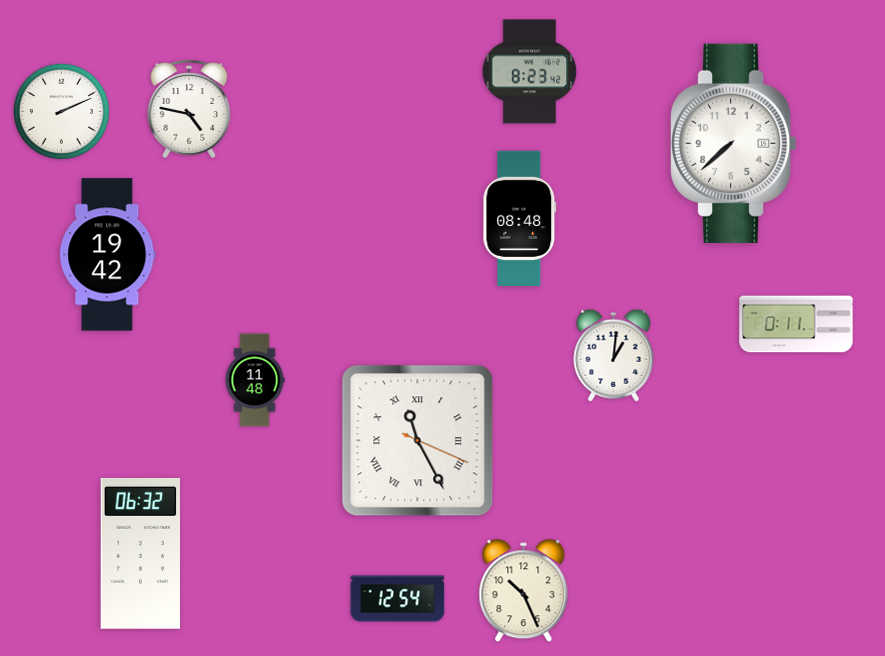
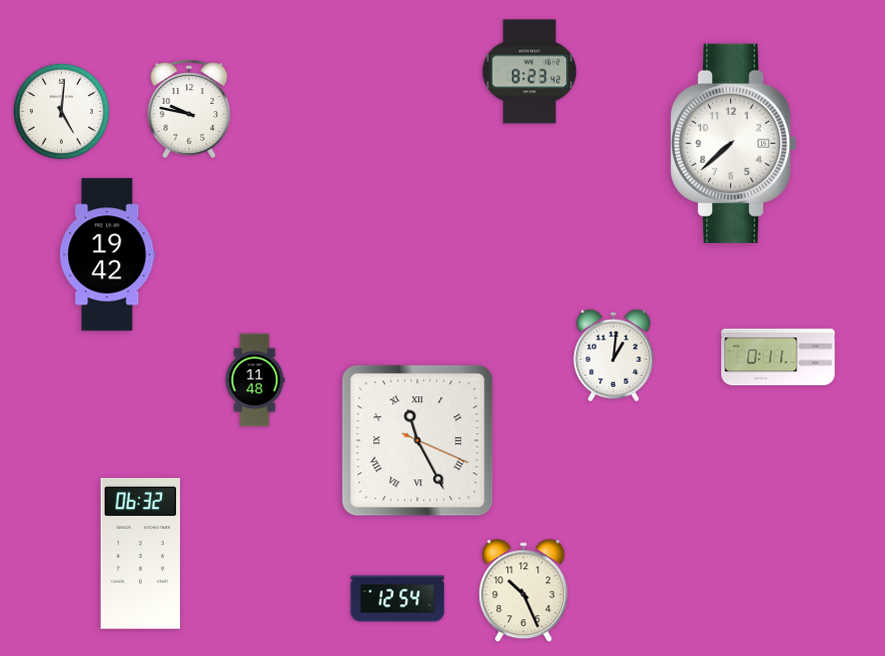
clock at (189, 109): 4:47 -> 9:47
clock at (61, 111): 2:11 -> 5:01
clock at (520, 218): 08:48 -> none
clock at (796, 324) position: (796, 324) -> (778, 357)
